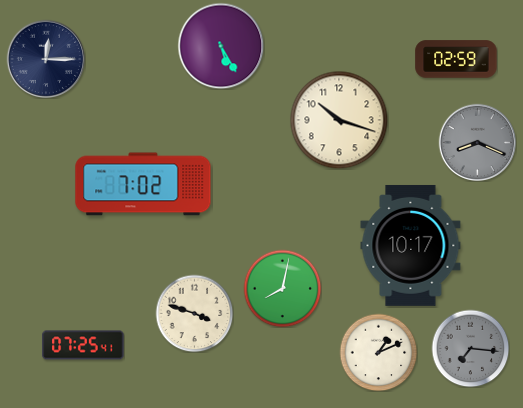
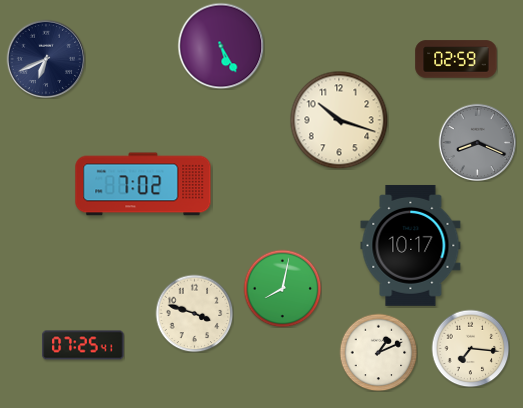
clock at (46, 59): 12:15 -> 6:41
clock at (470, 348) dial: grey -> cream
